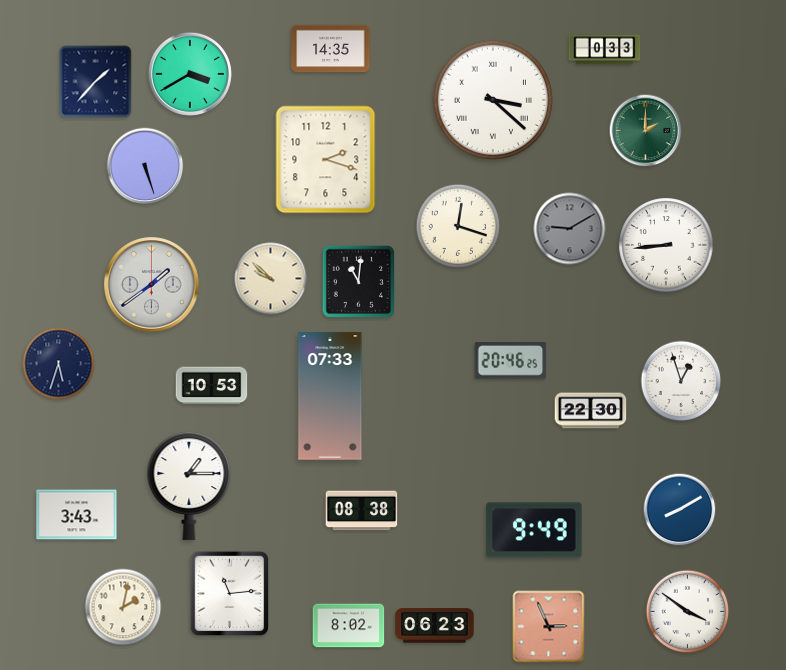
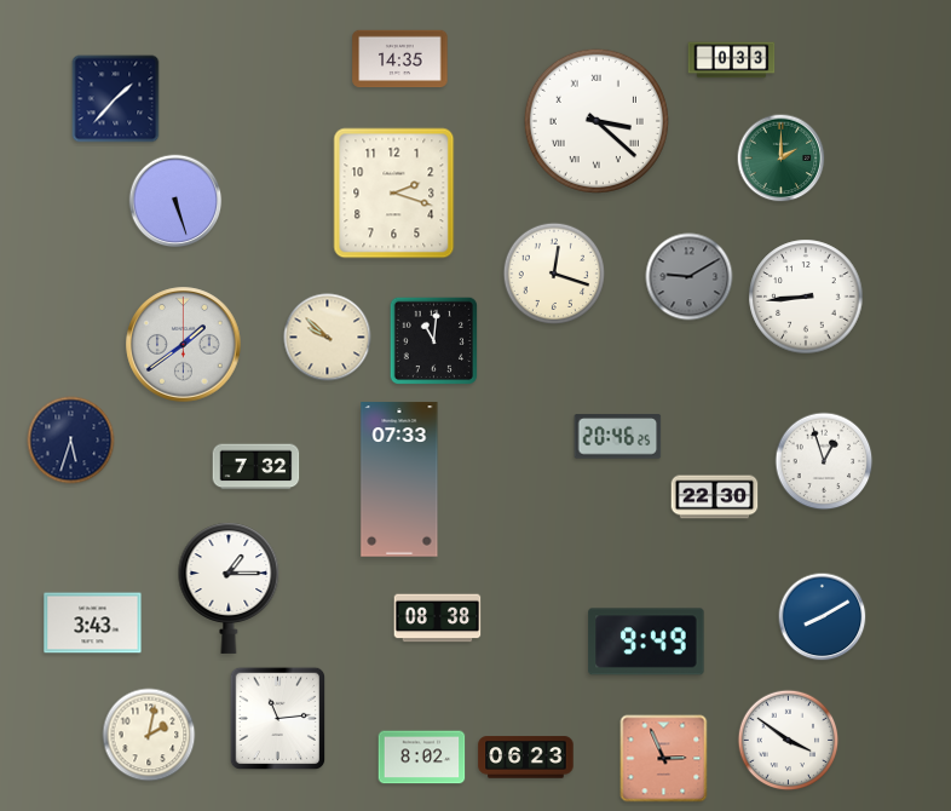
clock at (190, 74): 3:40 -> none
clock at (212, 386): 10:53 -> 7:32
clock at (688, 612) position: (688, 612) -> (789, 741)
